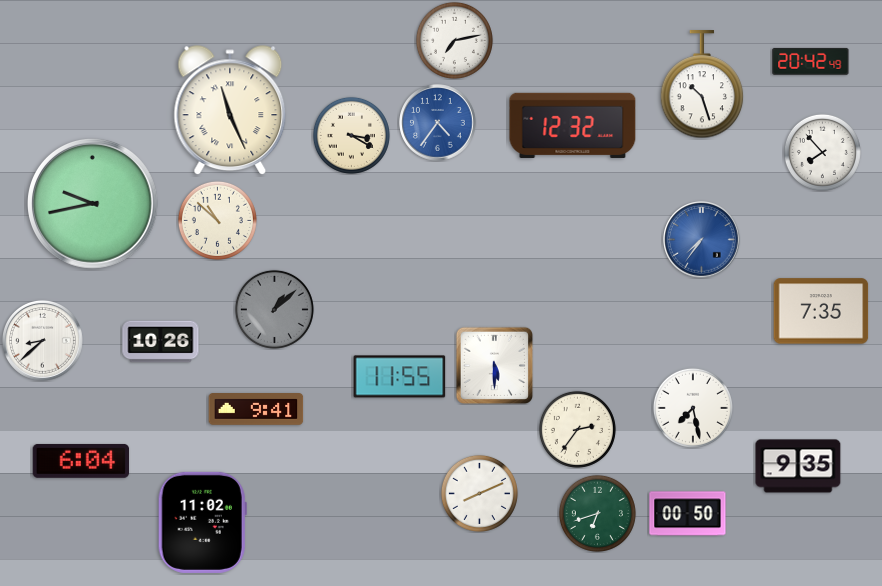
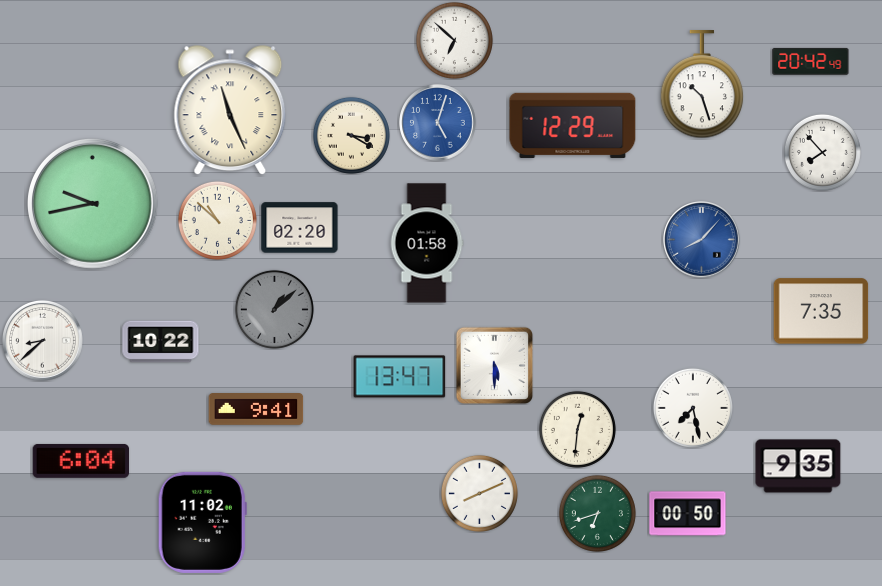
clock at (454, 40): 7:13 -> 6:52
clock at (438, 123): 4:36 -> 5:03
clock at (573, 125): 12:32 -> 12:29
clock at (300, 228): none -> 02:20
clock at (702, 240): 7:36 -> 8:07
clock at (427, 243): none -> 01:58
clock at (161, 342): 10:26 -> 10:22
clock at (400, 377): 11:55 -> 13:47
clock at (577, 429): 2:36 -> 12:31
